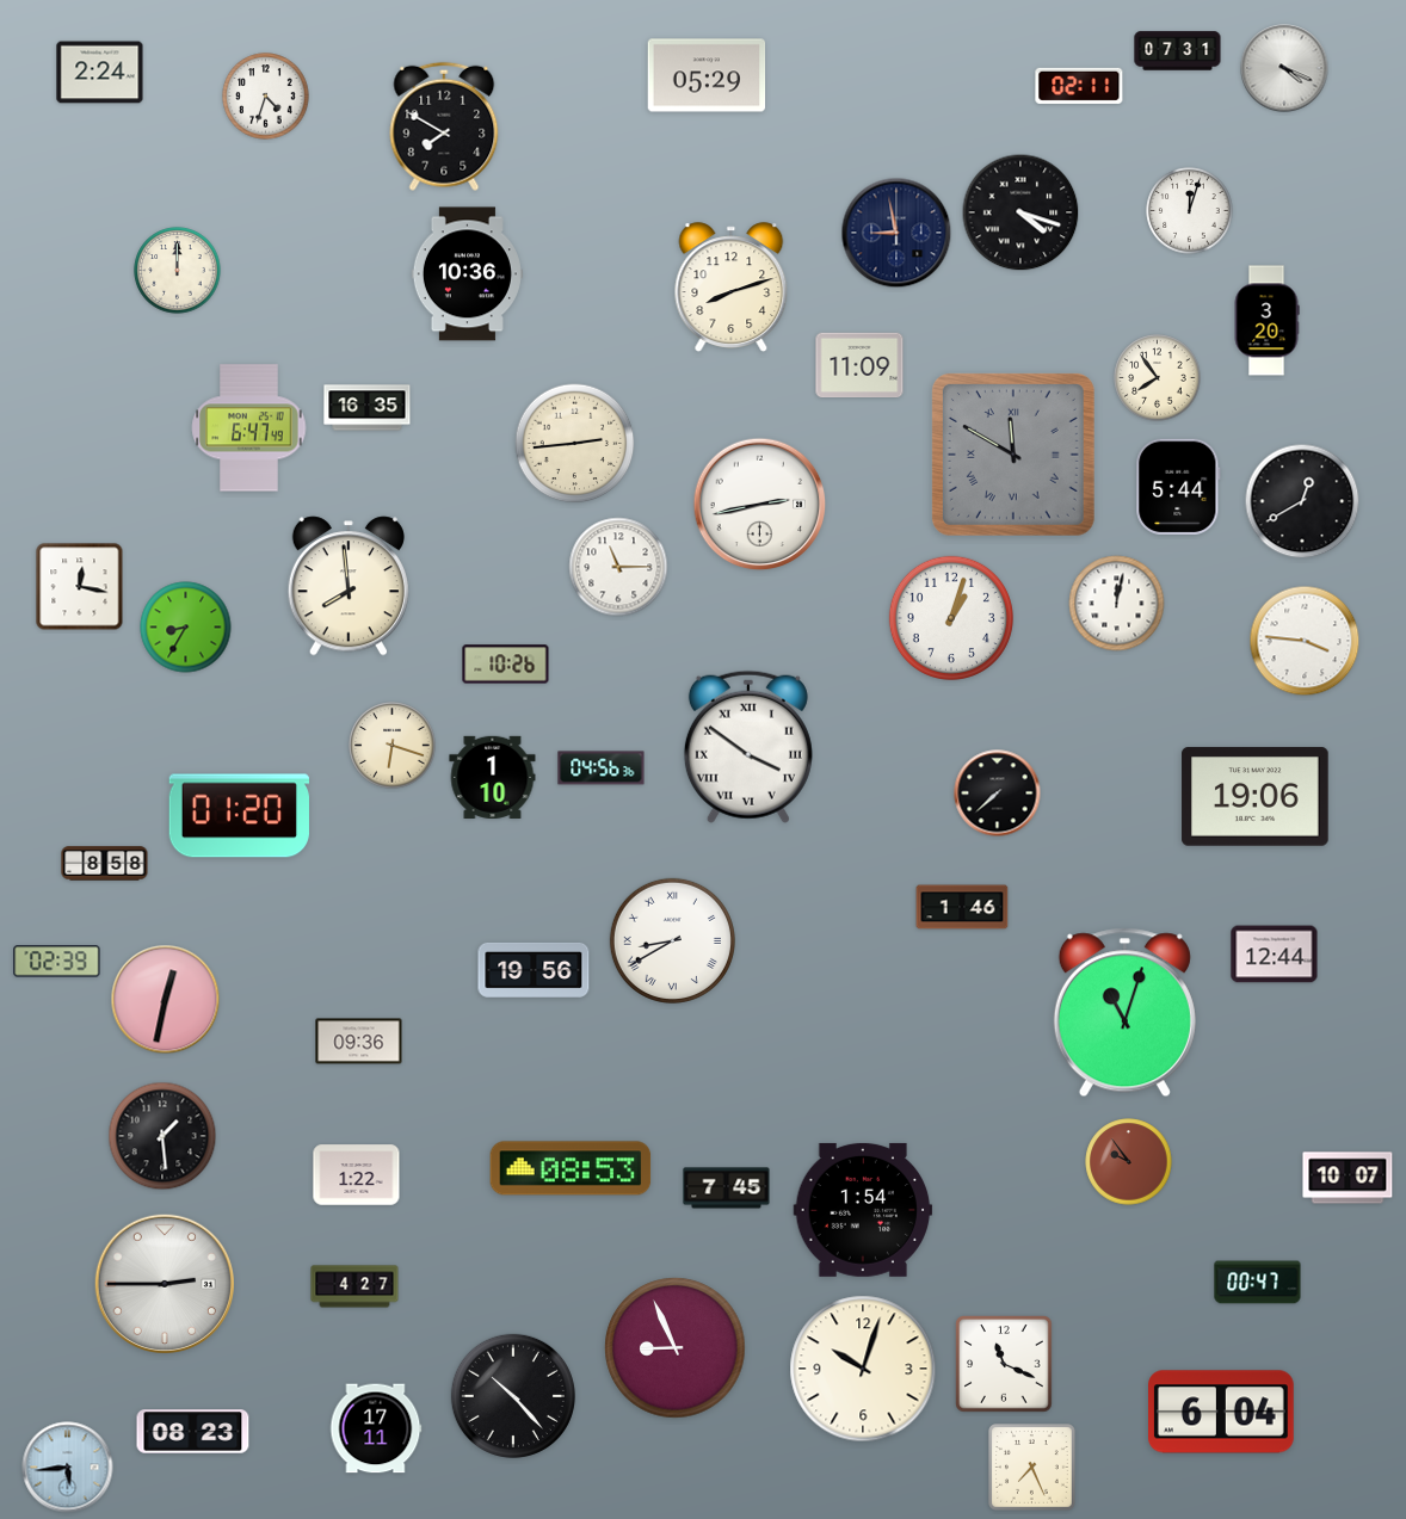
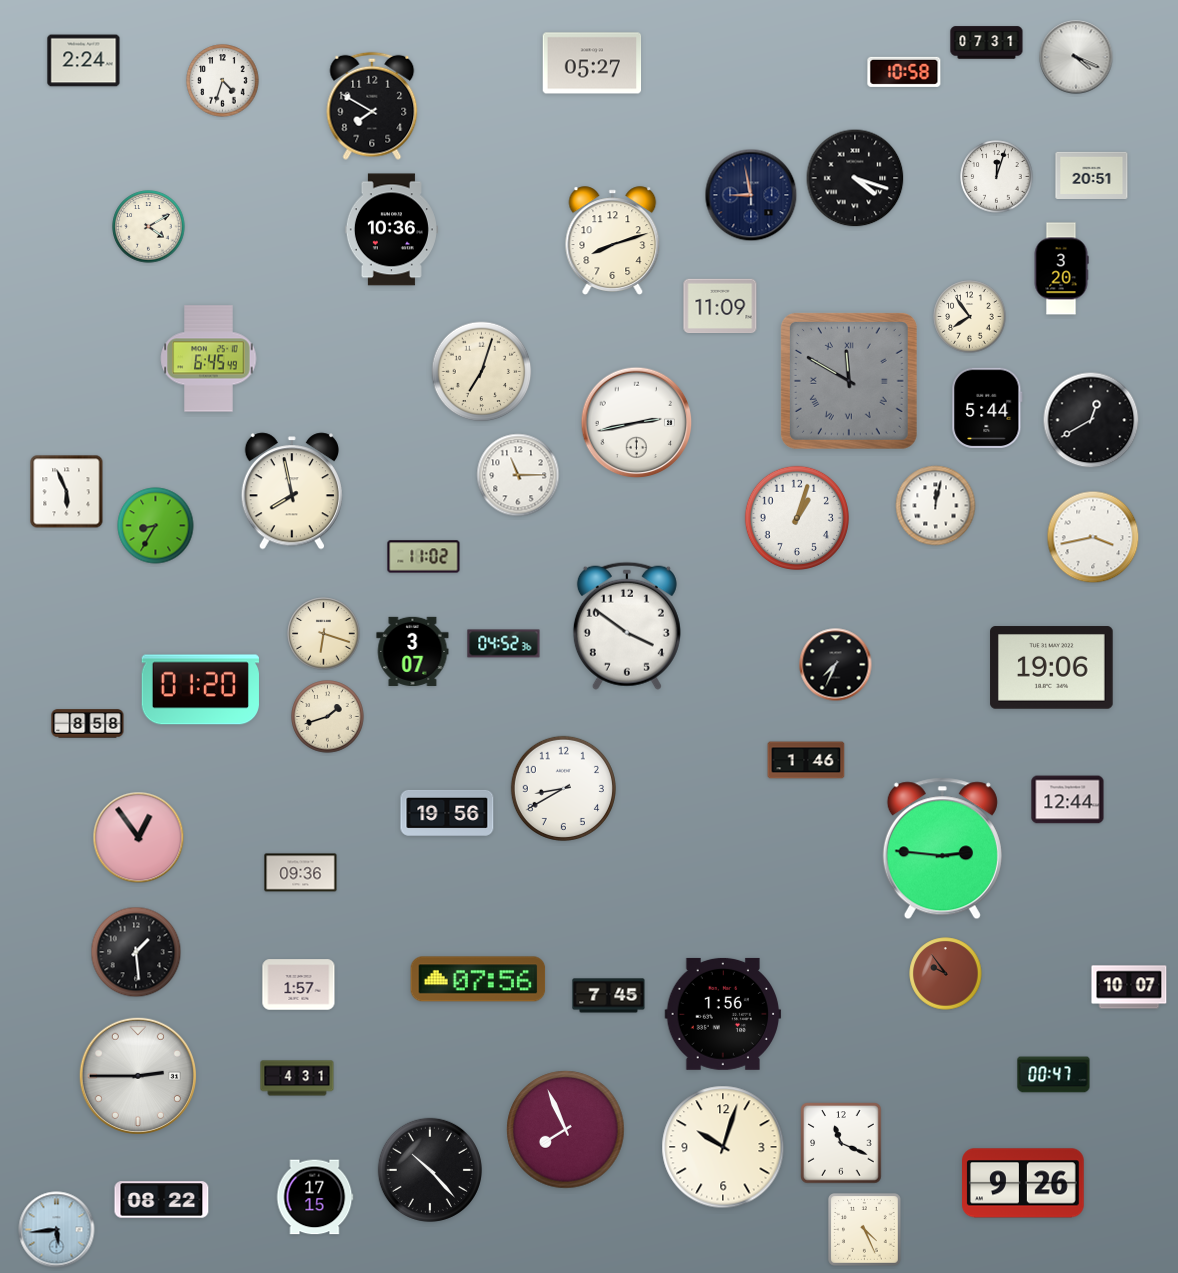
clock at (707, 75): 05:29 -> 05:27
clock at (1079, 86): 02:11 -> 10:58
clock at (1092, 175): none -> 20:51
clock at (178, 271): 12:00 -> 4:10
clock at (368, 408): 16:35 -> none
clock at (249, 428): 6:47 -> 6:45
clock at (575, 444): 2:44 -> 7:03
clock at (349, 586): 7:59 -> 7:58
clock at (80, 587): 12:17 -> 5:56
clock at (1305, 641): 3:46 -> 3:43
clock at (506, 665): 10:26 -> 11:02
clock at (393, 746) position: (393, 746) -> (324, 634)
clock at (748, 747) numerals: Roman -> Arabic
clock at (602, 768): 04:56 -> 04:52
clock at (493, 777): 1:10 -> 3:07
clock at (998, 794): 7:38 -> 7:34
clock at (239, 816) position: (239, 816) -> (200, 690)
clock at (328, 717): none -> 1:42
clock at (672, 940) numerals: Roman -> Arabic
clock at (57, 962): 02:39 -> none
clock at (166, 1000): 12:32 -> 12:54
clock at (1124, 1013): 11:03 -> 2:46
clock at (571, 1168): 08:53 -> 07:56
clock at (357, 1175): 1:22 -> 1:57
clock at (863, 1210): 1:54 -> 1:56
clock at (354, 1286): 4:27 -> 4:31
clock at (676, 1348): 8:56 -> 7:56
clock at (1222, 1412): 6:04 -> 9:26
clock at (376, 1428): 17:11 -> 17:15
clock at (193, 1432): 08:23 -> 08:22
clock at (1032, 1468): 7:26 -> 4:26
